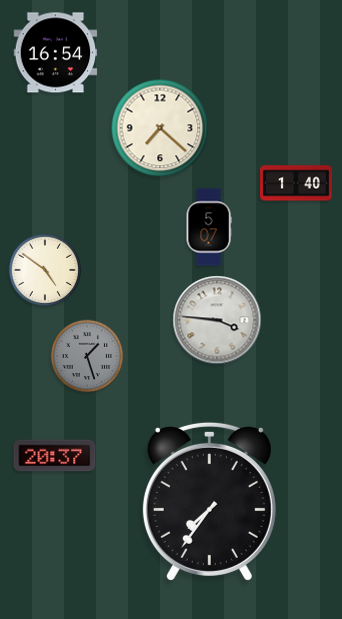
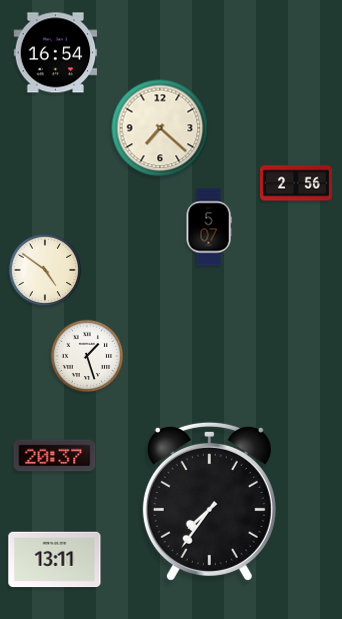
clock at (296, 183): 1:40 -> 2:56
clock at (217, 320): 3:46 -> none
clock at (87, 356) dial: grey -> white
clock at (55, 560): none -> 13:11
